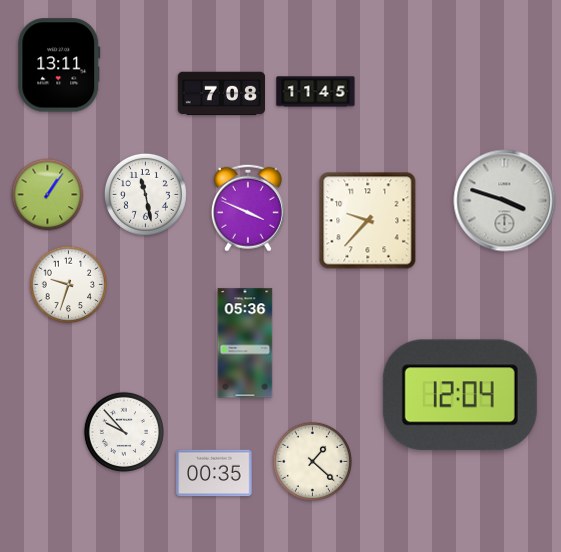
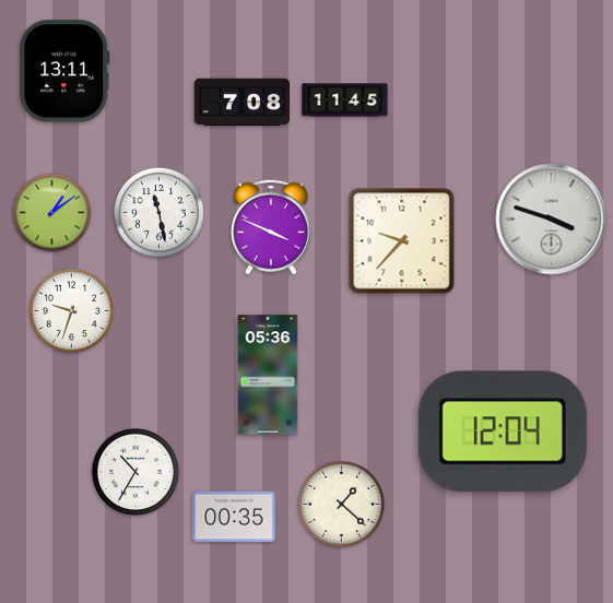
clock at (48, 195): 1:06 -> 1:09
clock at (69, 285) position: (69, 285) -> (72, 311)
clock at (124, 432): 9:53 -> 10:35
